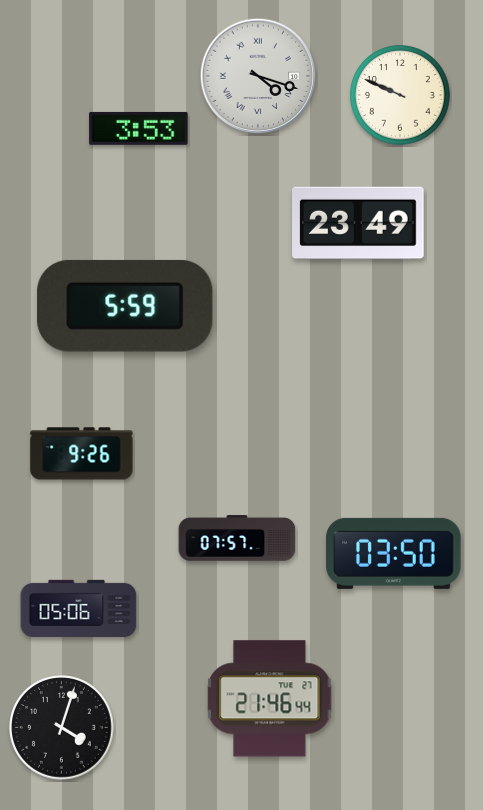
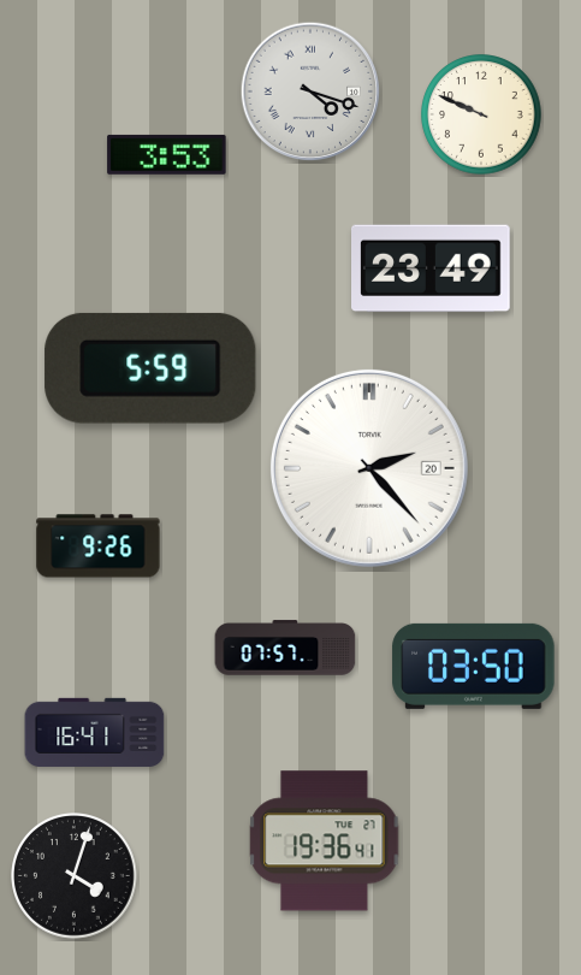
clock at (369, 468): none -> 2:23
clock at (79, 608): 05:06 -> 16:41
clock at (270, 699): 21:46 -> 19:36
